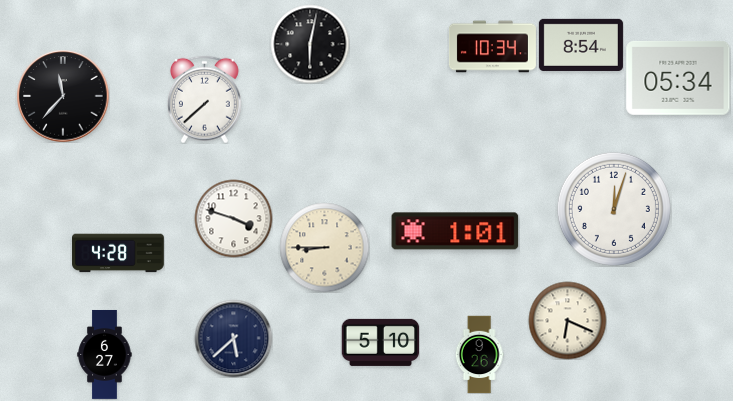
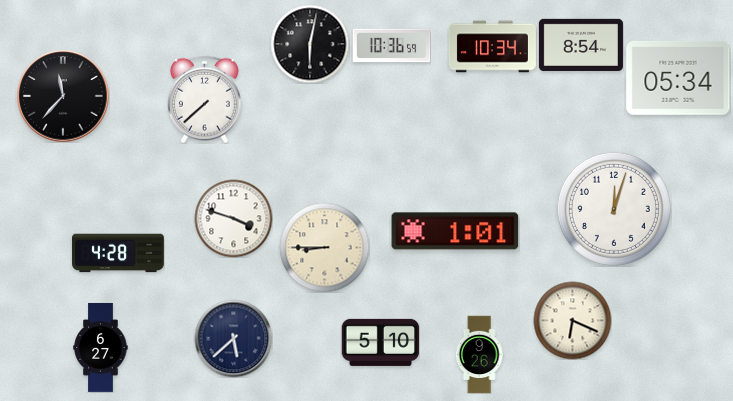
clock at (391, 46): none -> 10:36
clock at (567, 320) position: (567, 320) -> (572, 320)
clock at (105, 355) position: (105, 355) -> (101, 348)
